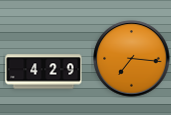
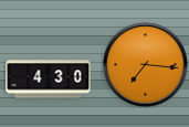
clock at (44, 72): 4:29 -> 4:30
